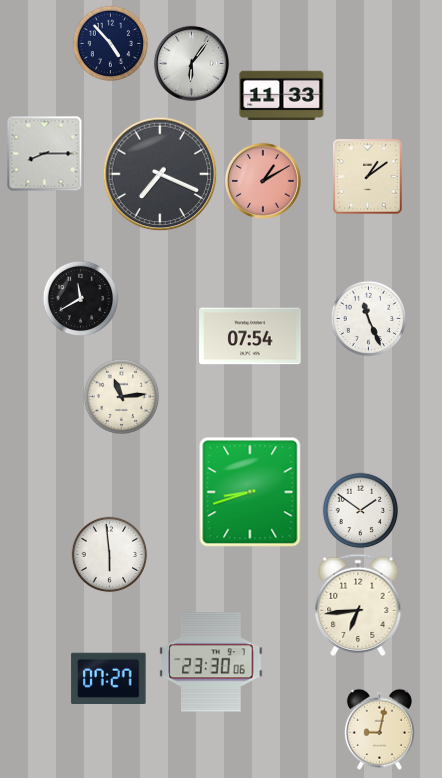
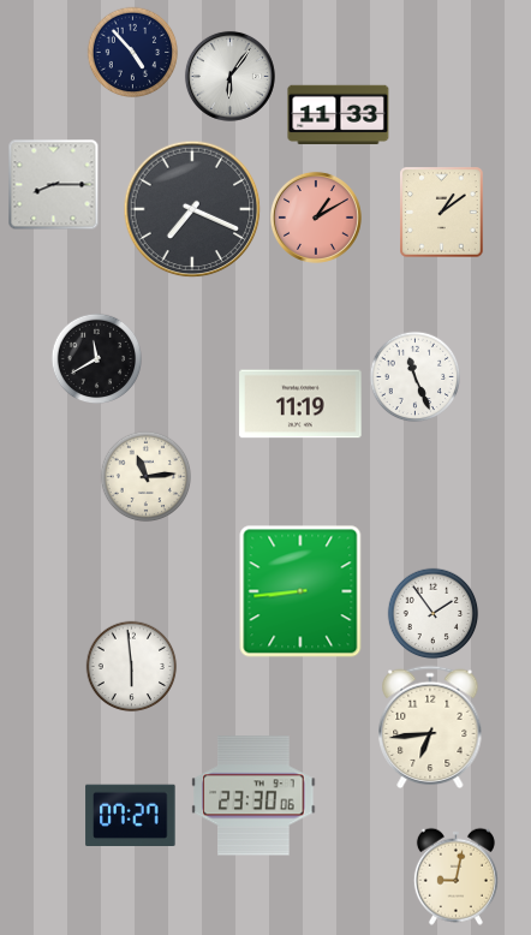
clock at (369, 319) position: (369, 319) -> (416, 377)
clock at (250, 336): 07:54 -> 11:19
clock at (250, 492): 8:42 -> 8:44
clock at (361, 511): 1:51 -> 1:54
